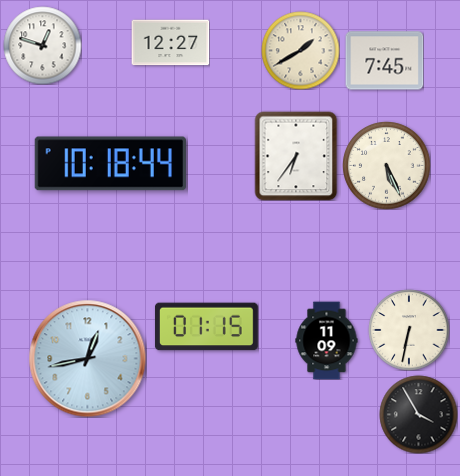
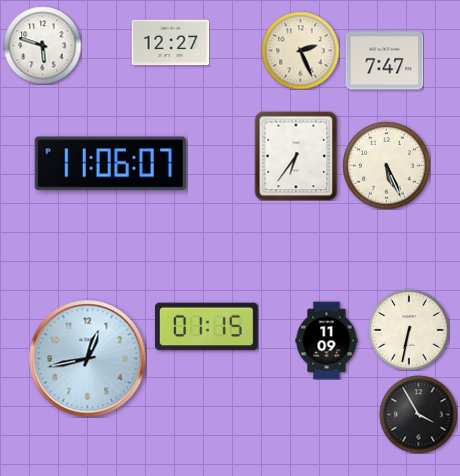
clock at (42, 45): 12:48 -> 5:48
clock at (300, 50): 1:40 -> 2:26
clock at (384, 61): 7:45 -> 7:47
clock at (110, 164): 10:18 -> 11:06
